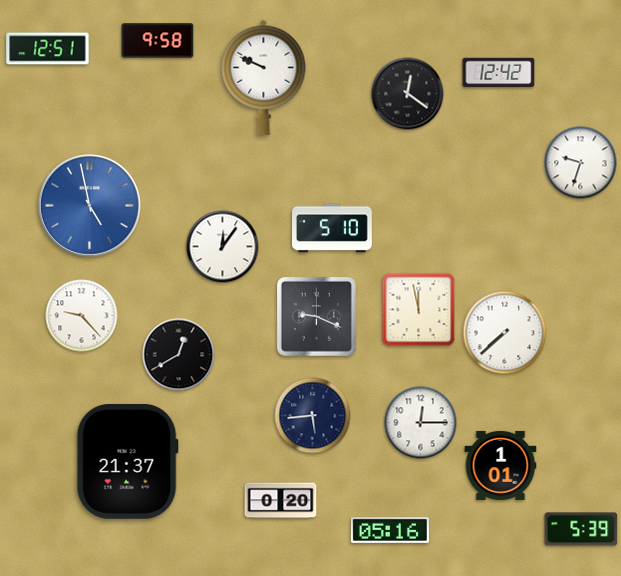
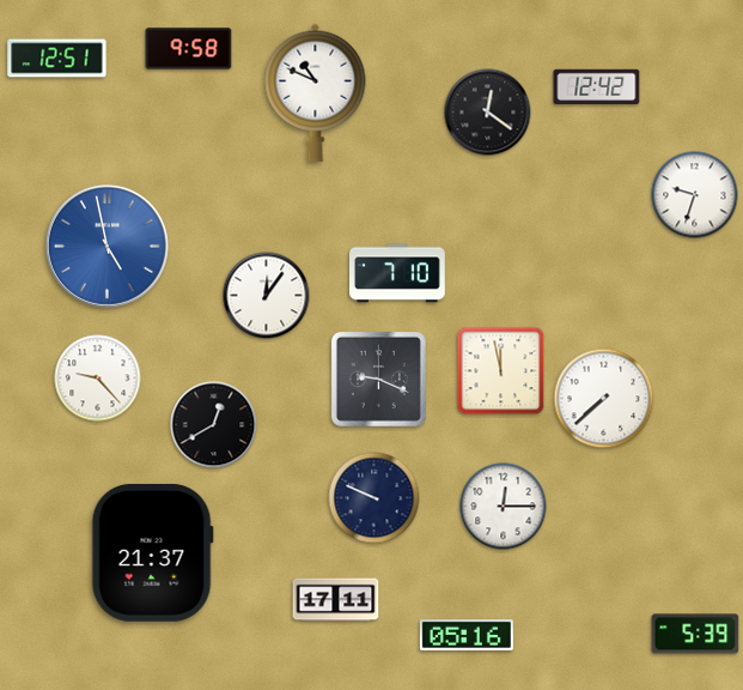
clock at (264, 77): 9:49 -> 10:49
clock at (332, 228): 5:10 -> 7:10
clock at (313, 416): 5:44 -> 9:49
clock at (501, 465): 1:01 -> none
clock at (281, 501): 0:20 -> 17:11
